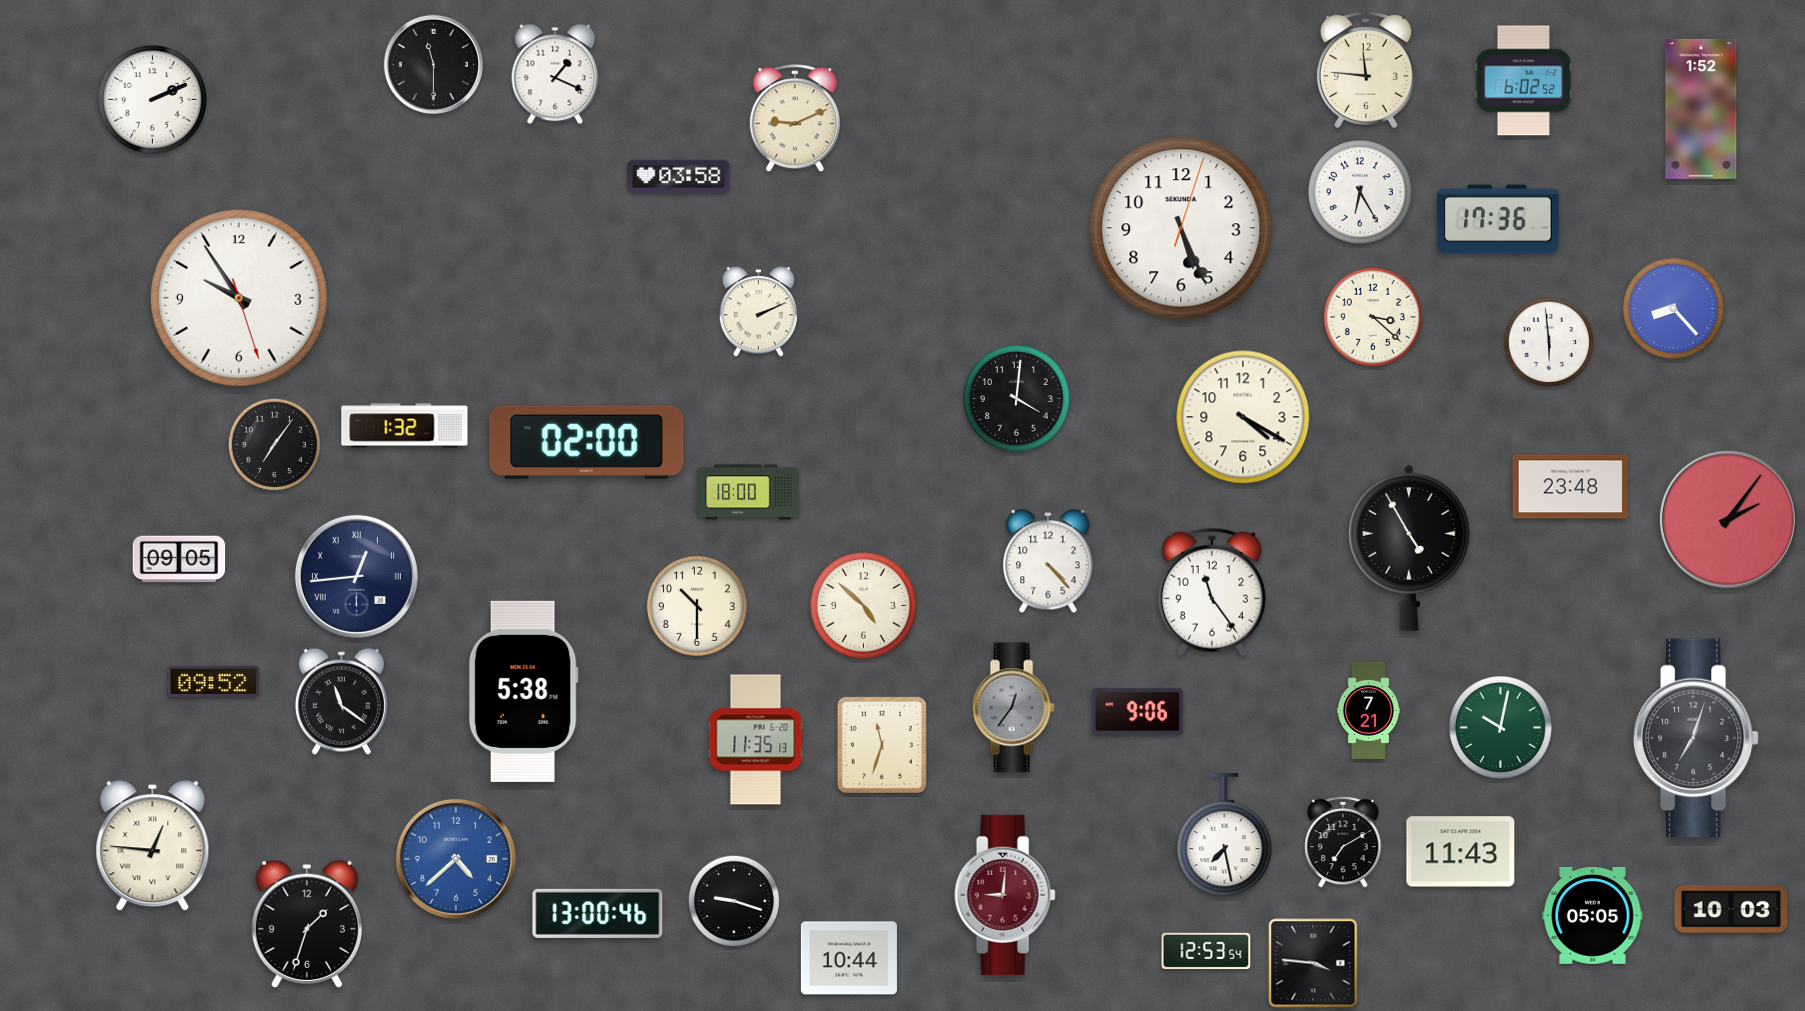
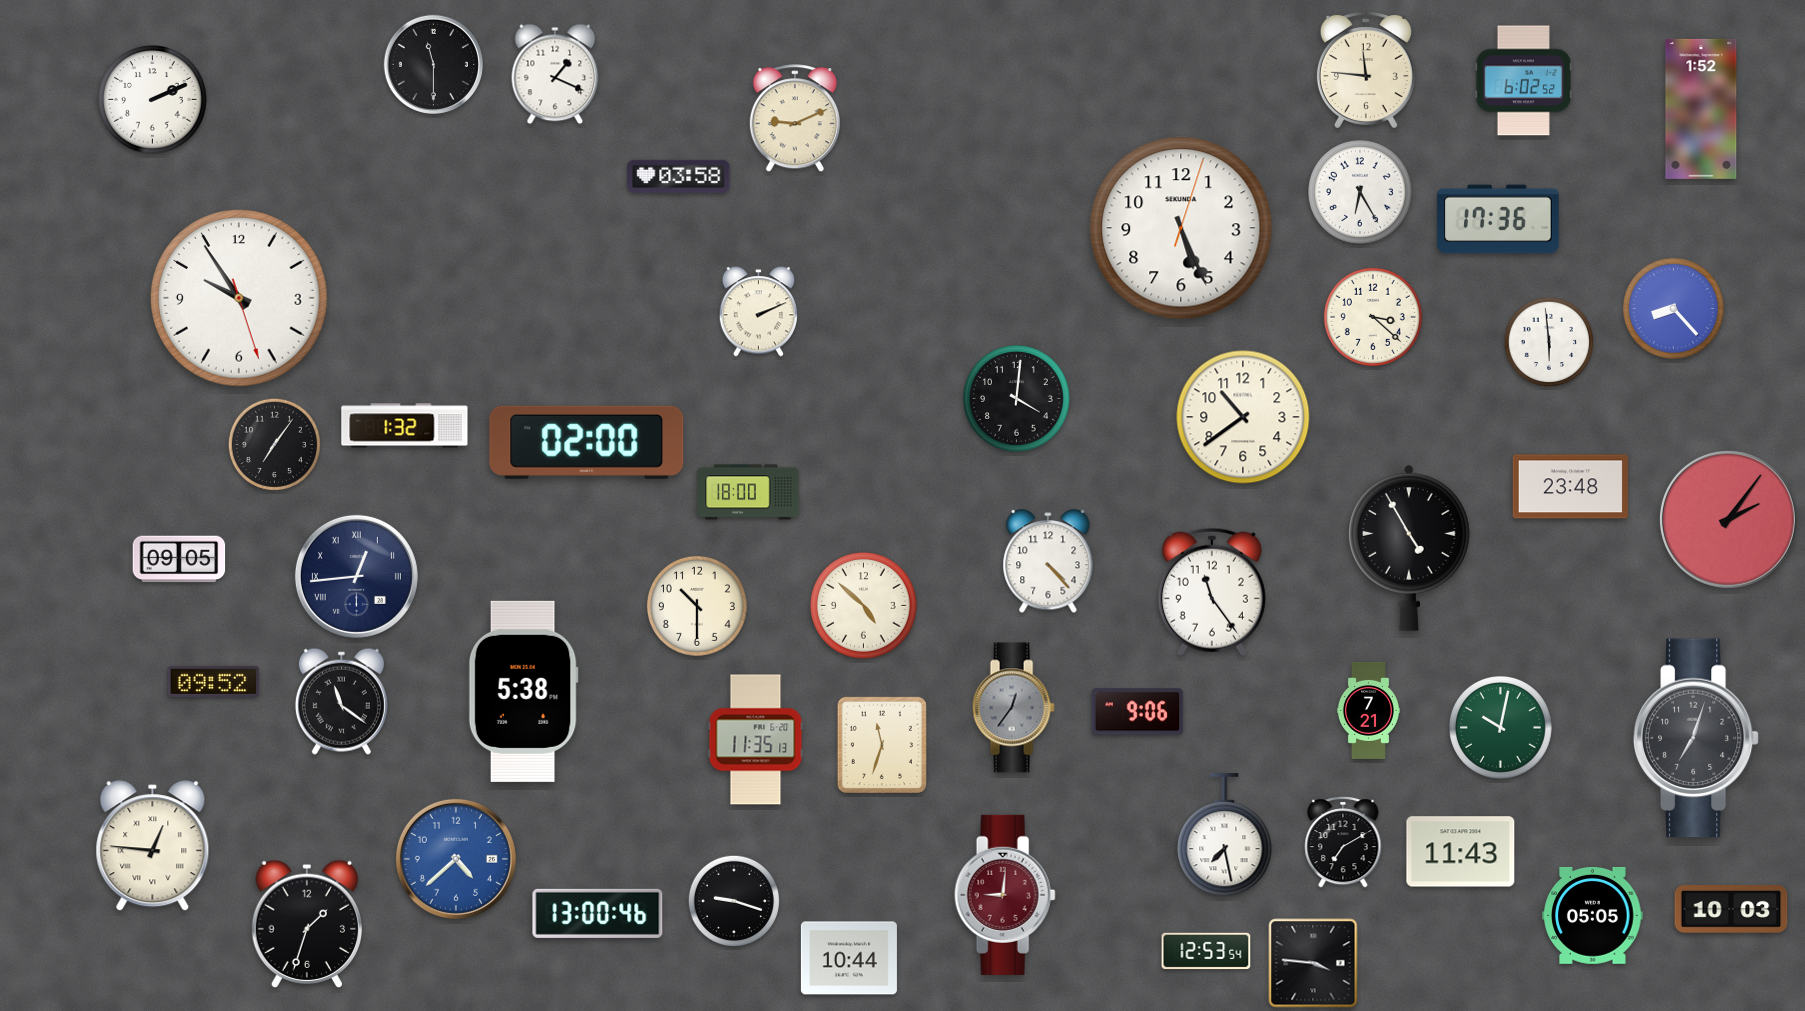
clock at (1243, 417): 4:20 -> 10:39
